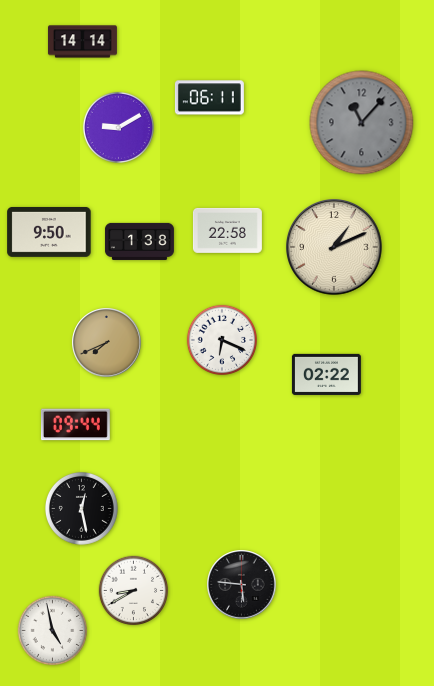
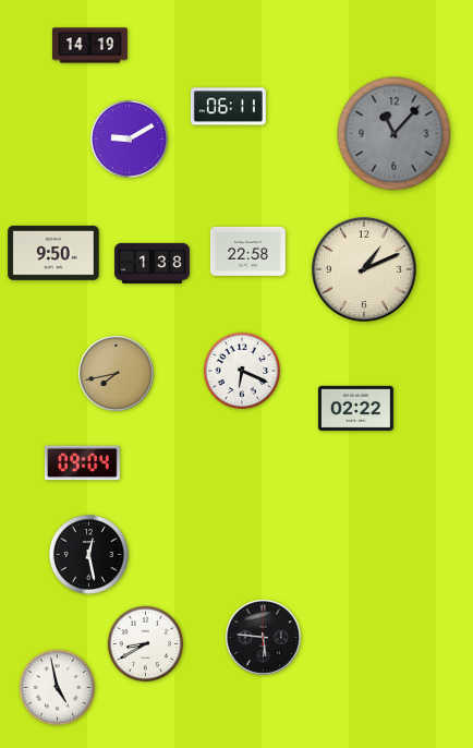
clock at (82, 42): 14:14 -> 14:19
clock at (107, 343): 7:41 -> 7:43
clock at (75, 425): 09:44 -> 09:04
